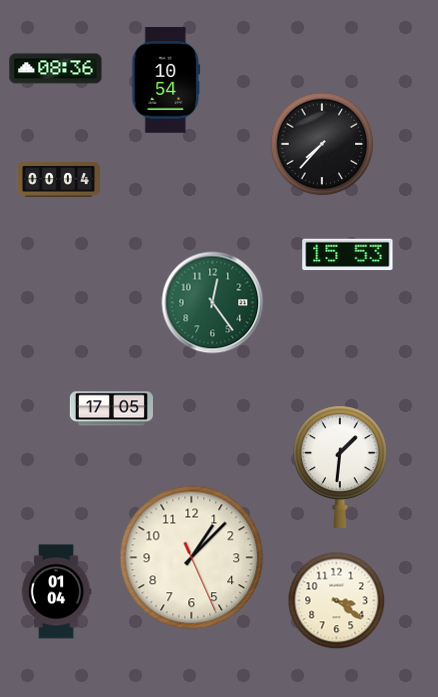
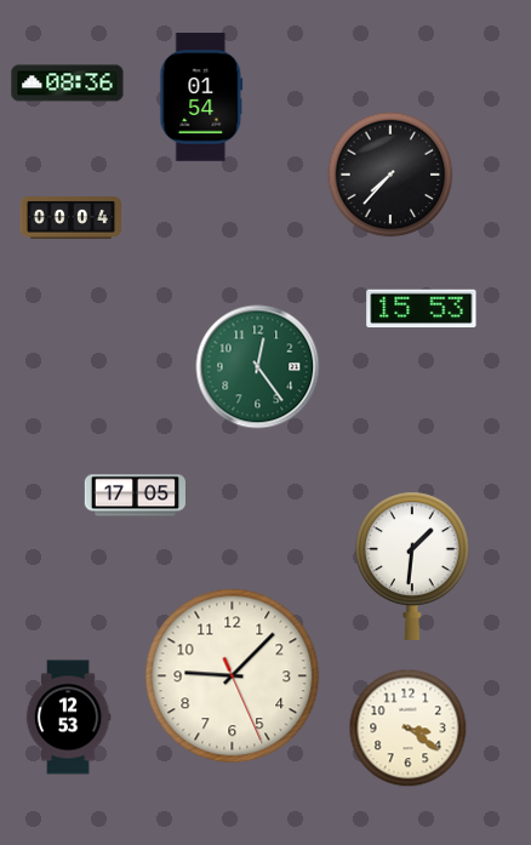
clock at (166, 80): 10:54 -> 01:54
clock at (192, 558): 1:07 -> 9:07
clock at (56, 592): 01:04 -> 12:53
